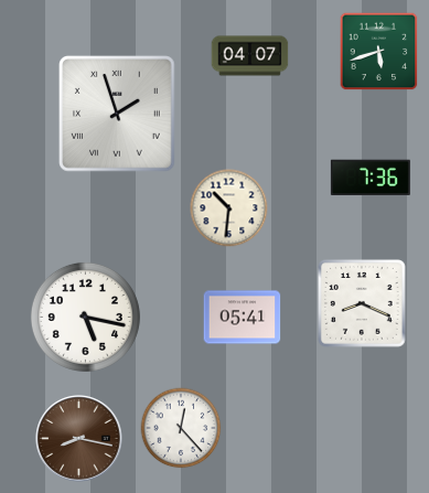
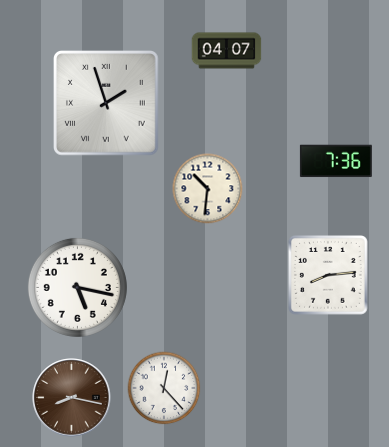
clock at (379, 52): 5:42 -> none
clock at (363, 304): 8:19 -> 8:14
clock at (243, 318): 05:41 -> none
